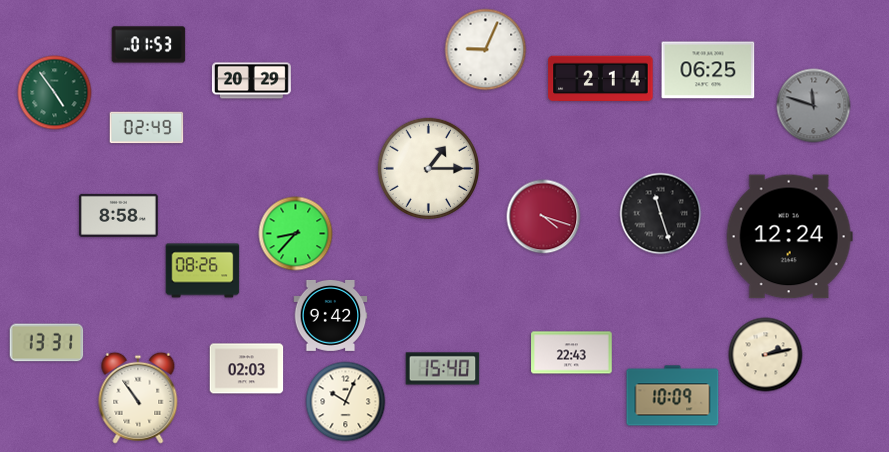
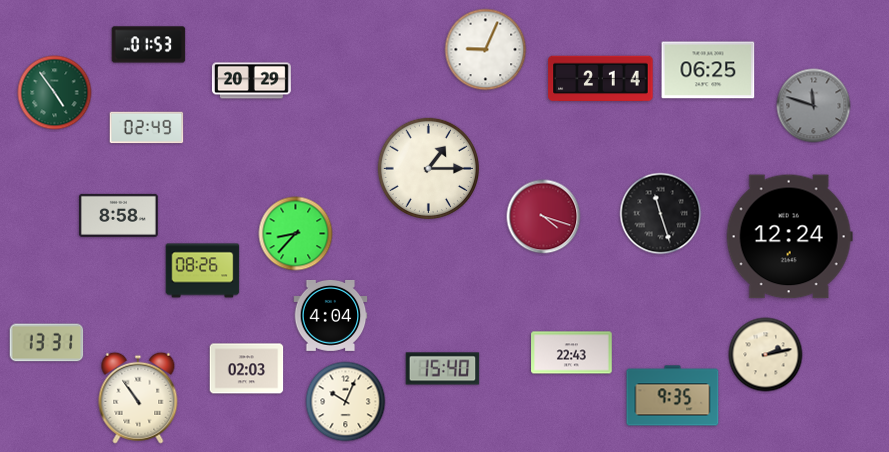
clock at (331, 315): 9:42 -> 4:04
clock at (673, 396): 10:09 -> 9:35
